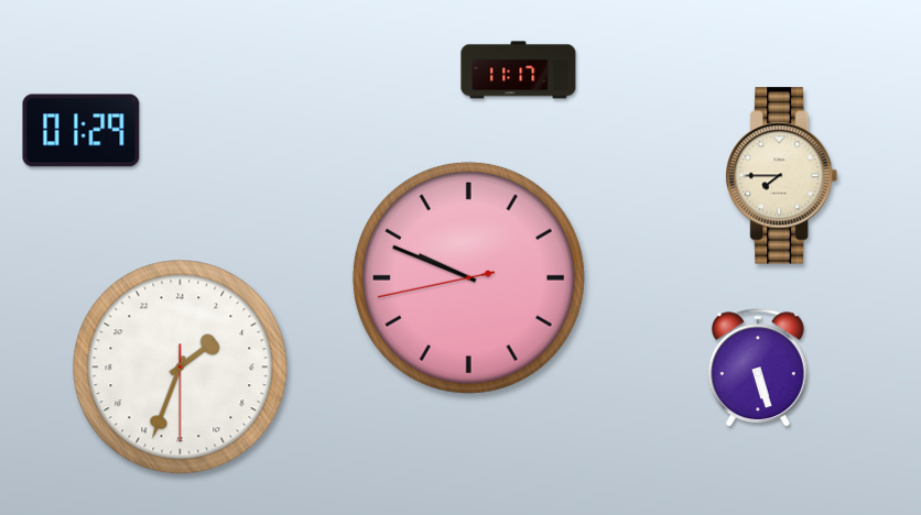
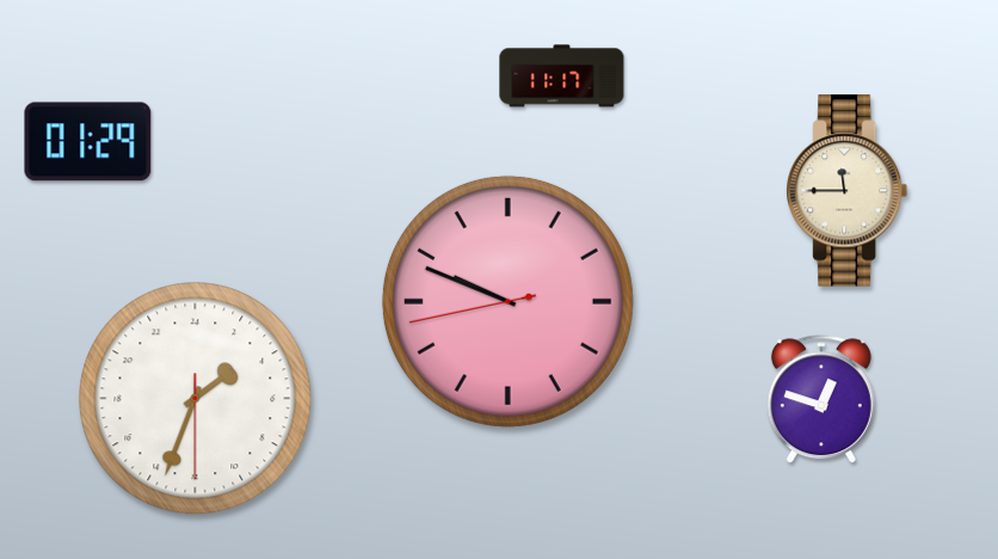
clock at (782, 176): 7:45 -> 11:45
clock at (758, 369): 5:27 -> 12:48
